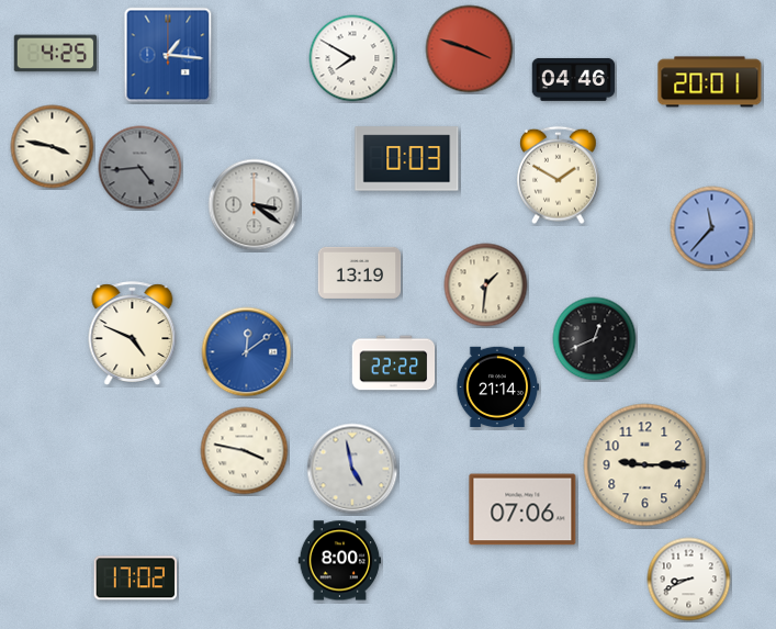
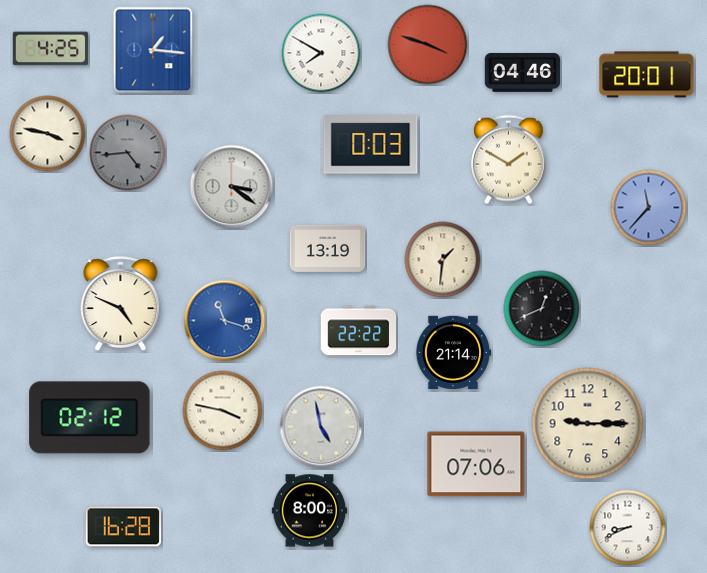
clock at (247, 352): 12:09 -> 11:18
clock at (90, 418): none -> 02:12
clock at (135, 579): 17:02 -> 16:28
